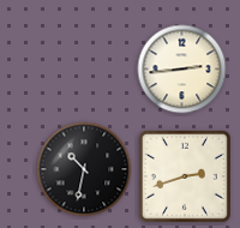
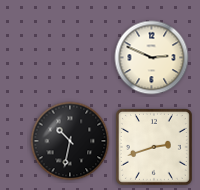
clock at (182, 70): 2:44 -> 2:49
